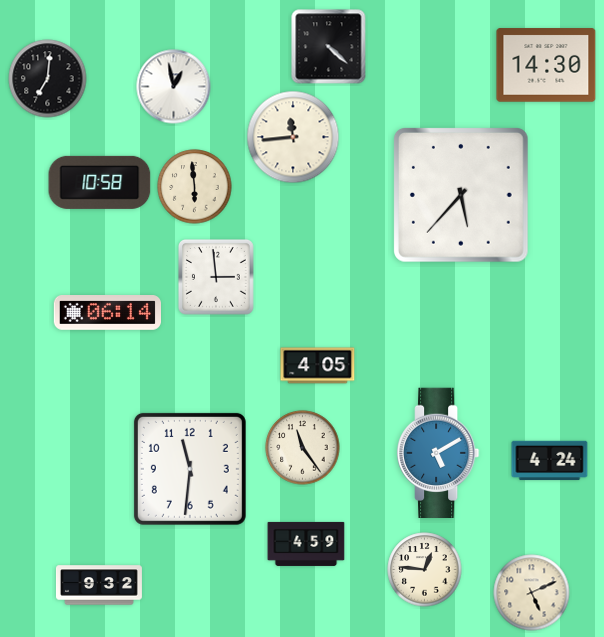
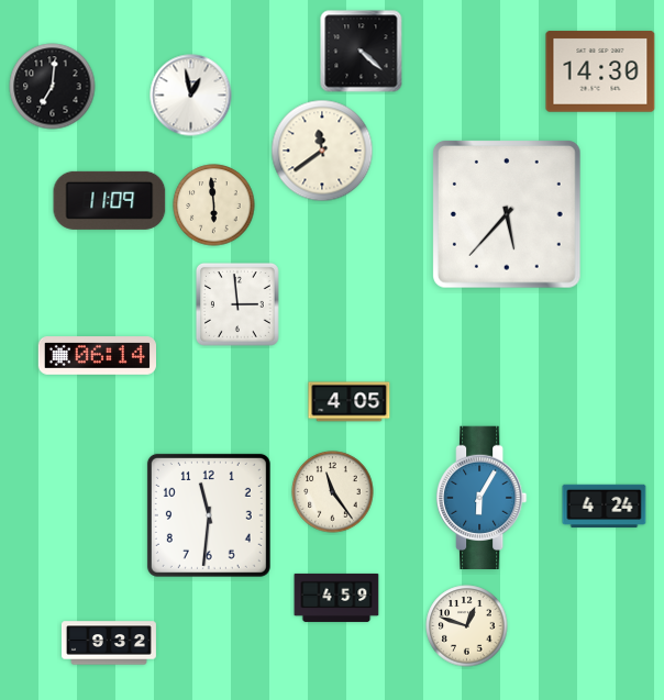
clock at (293, 137): 11:44 -> 11:39
clock at (100, 182): 10:58 -> 11:09
clock at (107, 313) position: (107, 313) -> (97, 356)
clock at (439, 452): 5:10 -> 6:05
clock at (425, 570): 12:46 -> 12:48
clock at (532, 593): 5:11 -> none
